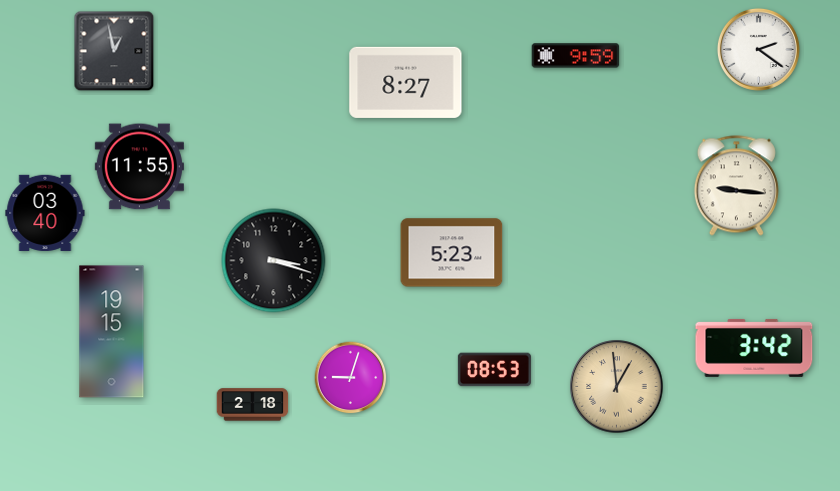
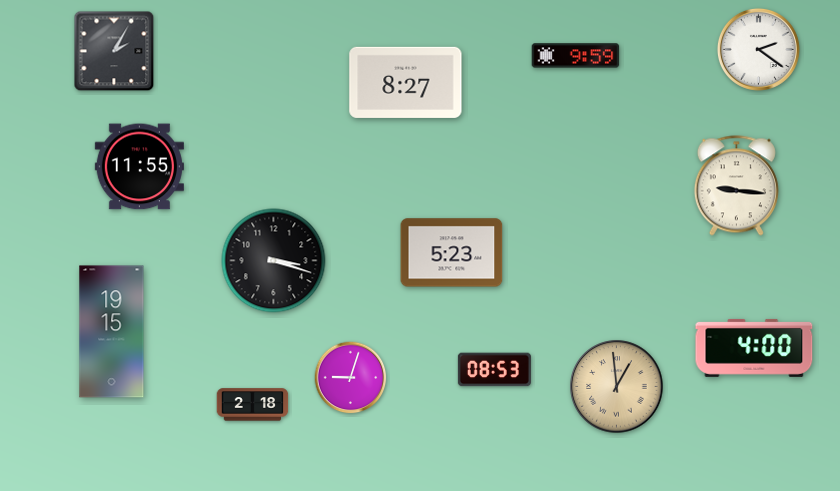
clock at (114, 51): 12:58 -> 2:05
clock at (45, 213): 03:40 -> none
clock at (754, 348): 3:42 -> 4:00
